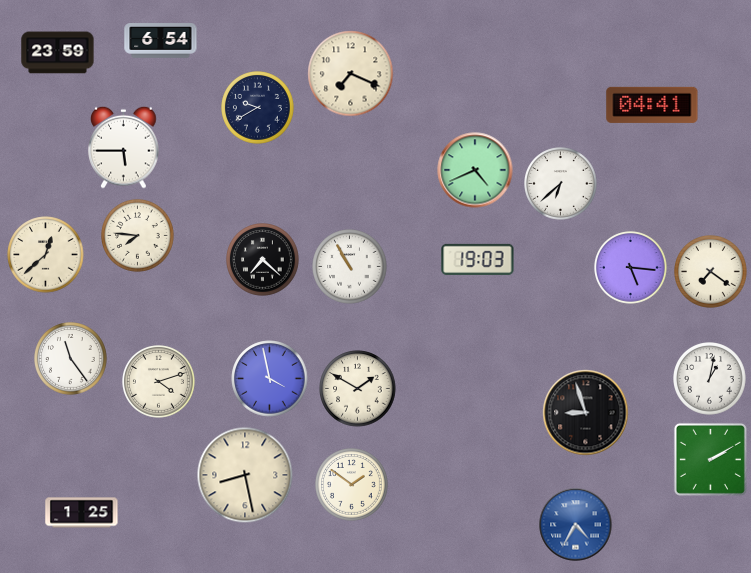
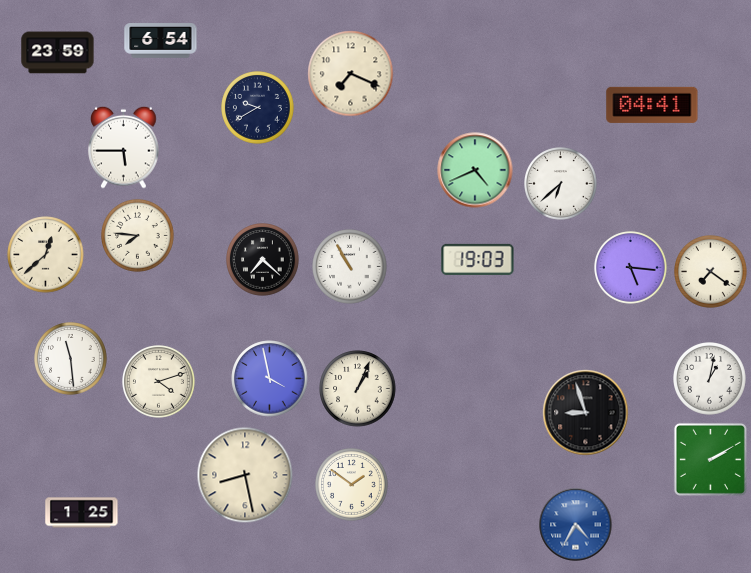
clock at (71, 359): 11:24 -> 11:29
clock at (358, 389): 1:50 -> 1:04
